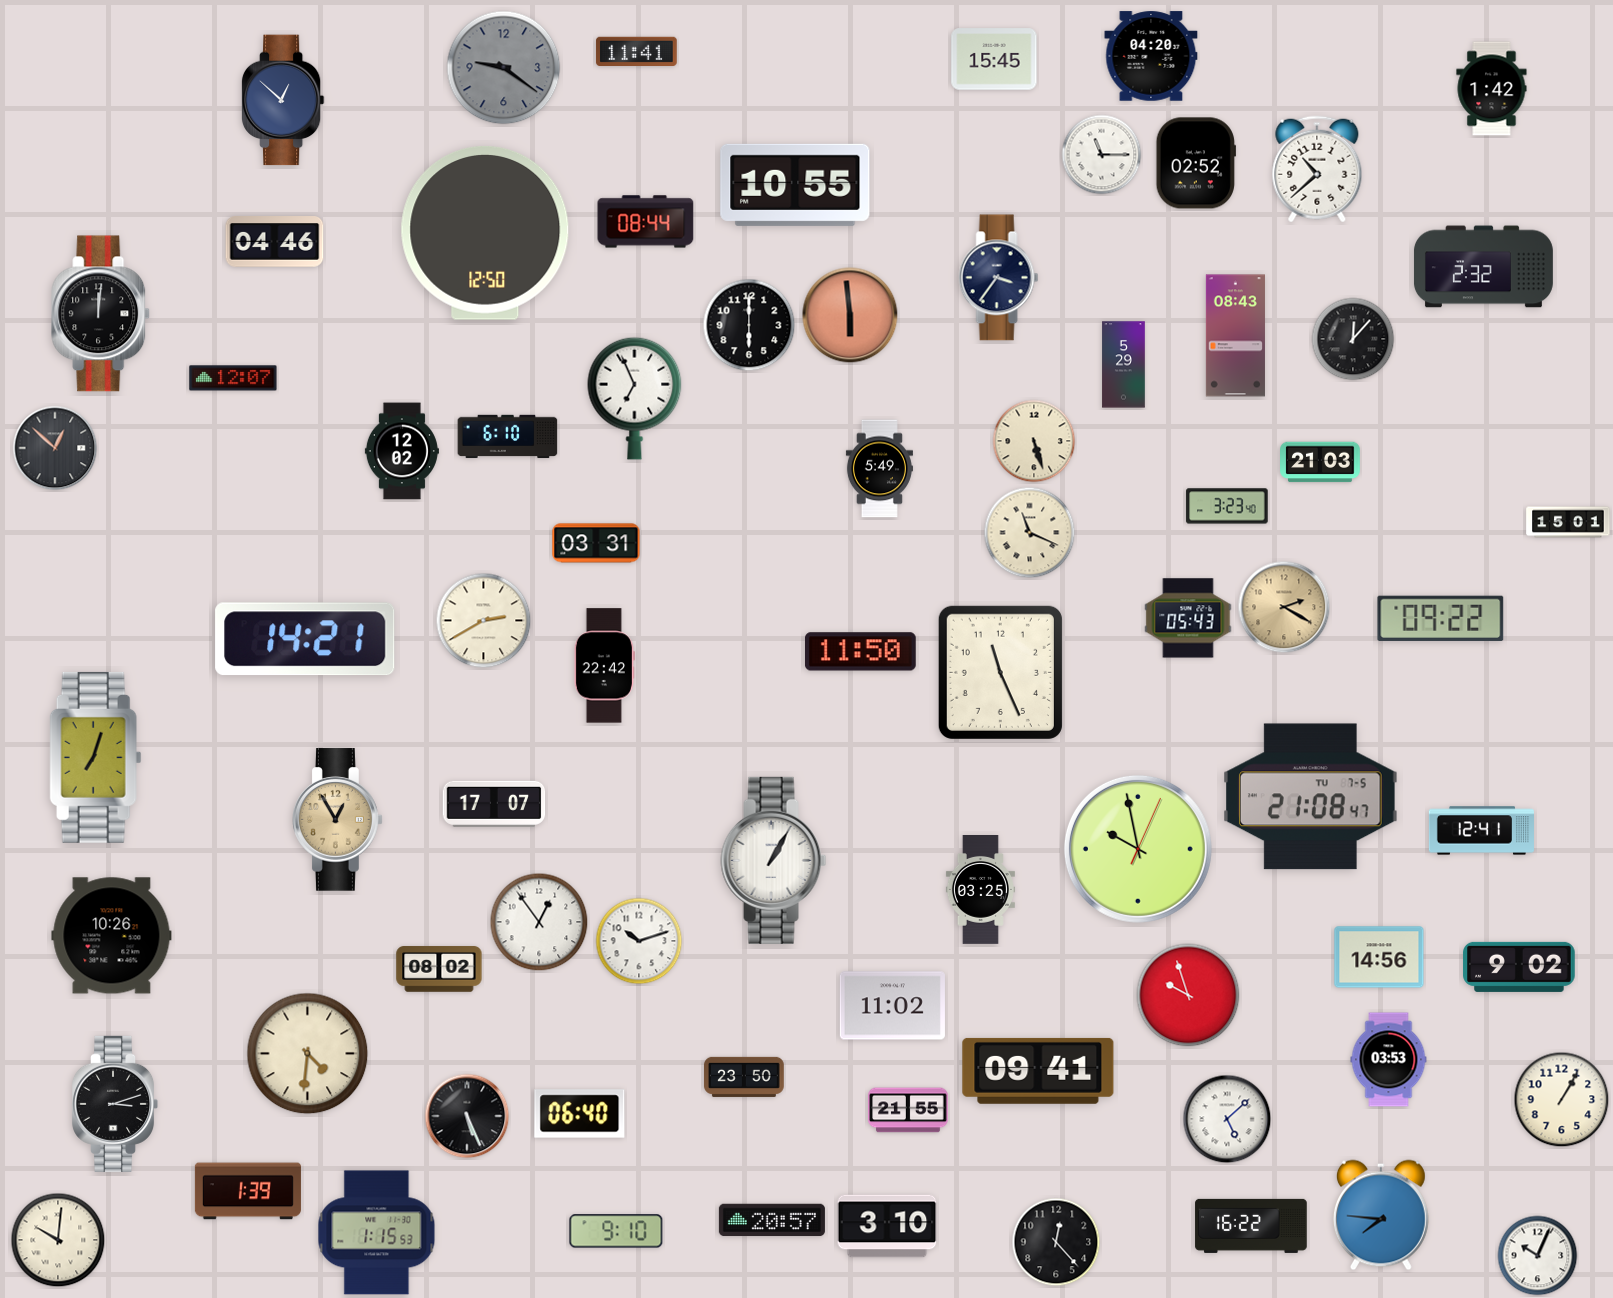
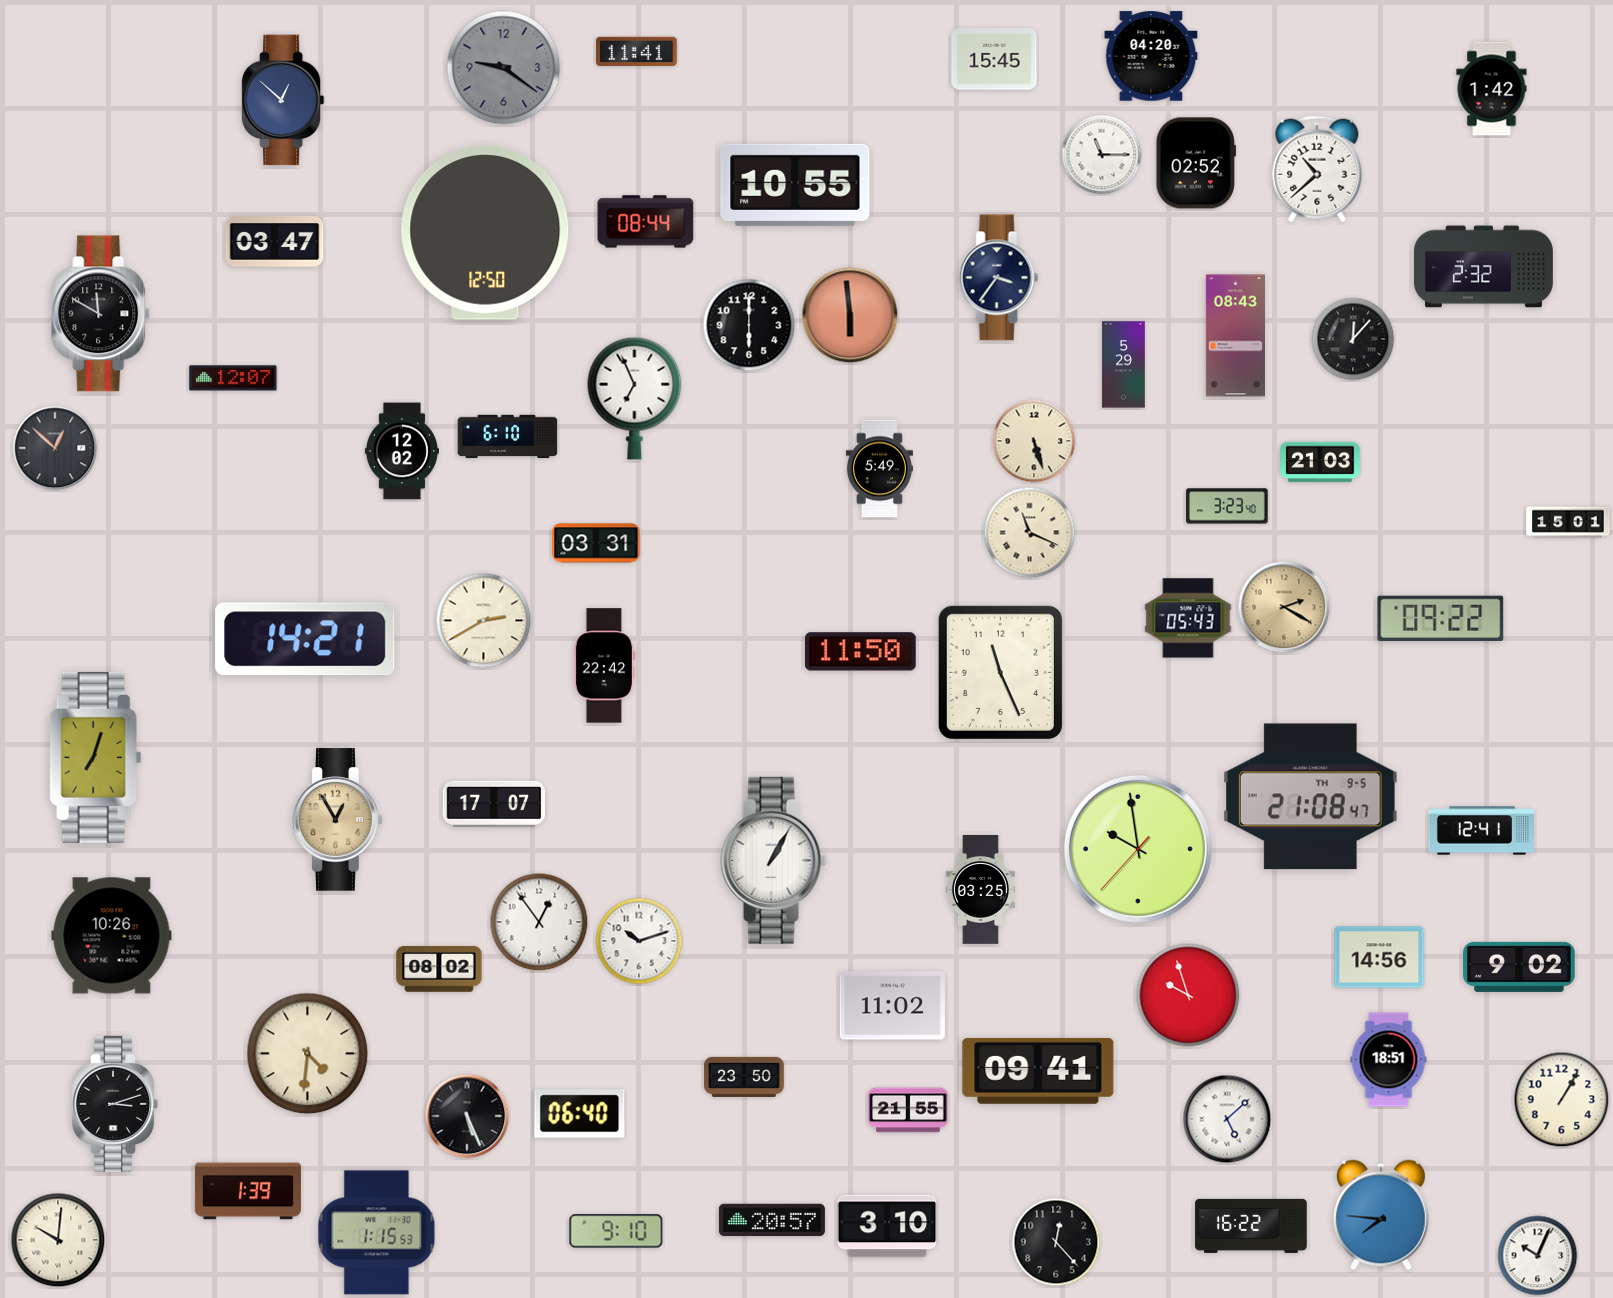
clock at (275, 242): 04:46 -> 03:47
clock at (101, 314): 12:01 -> 11:50
clock at (1311, 797) date: TU 7-5 -> TH 9-5
clock at (1138, 849): 9:58:04 -> 9:58:37
clock at (1389, 1060): 03:53 -> 18:51
